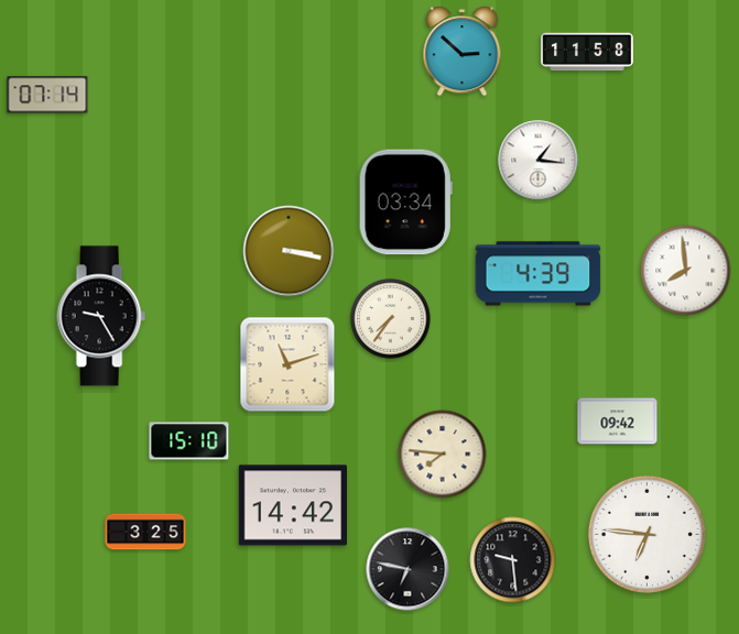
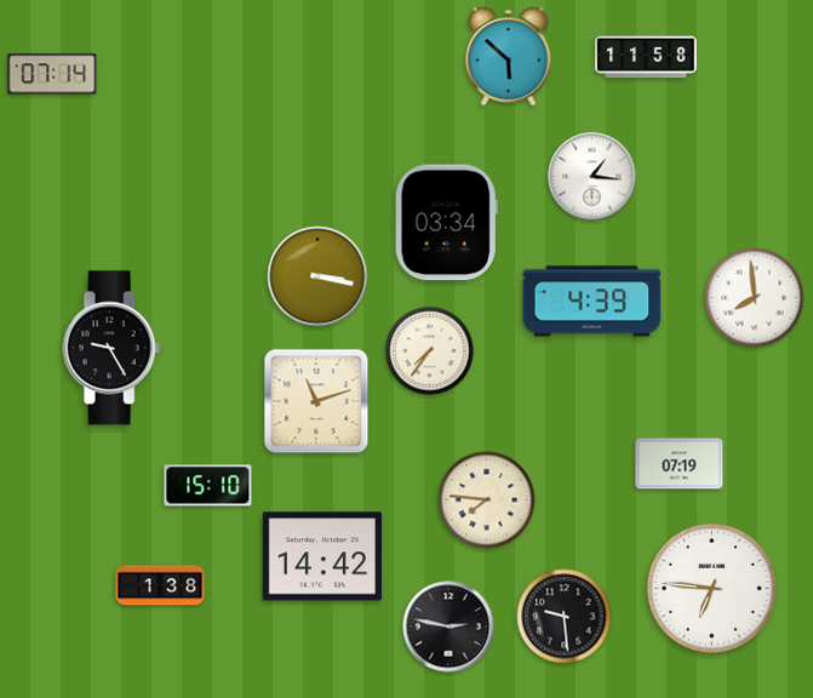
clock at (463, 52): 2:52 -> 5:52
clock at (47, 95) position: (47, 95) -> (52, 74)
clock at (618, 422): 09:42 -> 07:19
clock at (145, 532): 3:25 -> 1:38
clock at (407, 569): 6:47 -> 2:47
